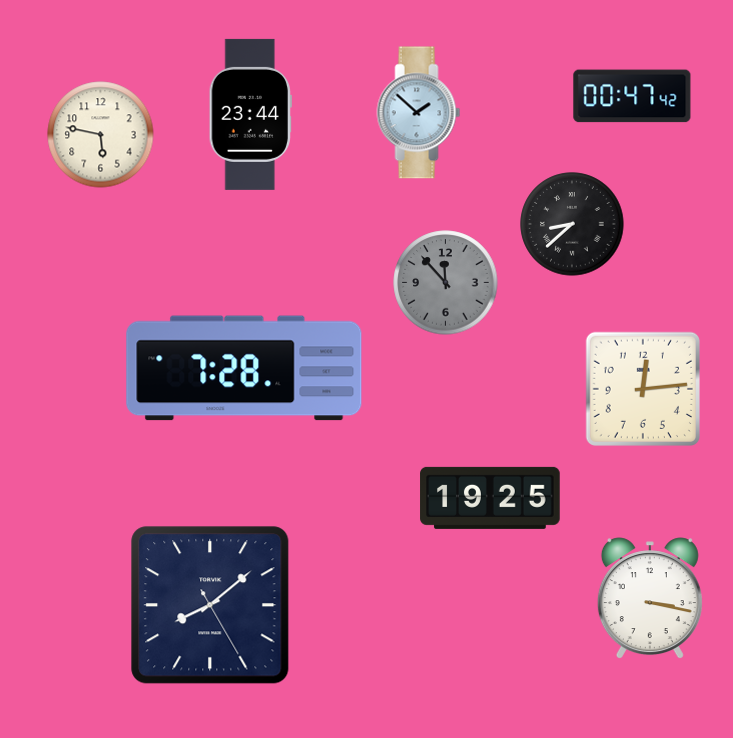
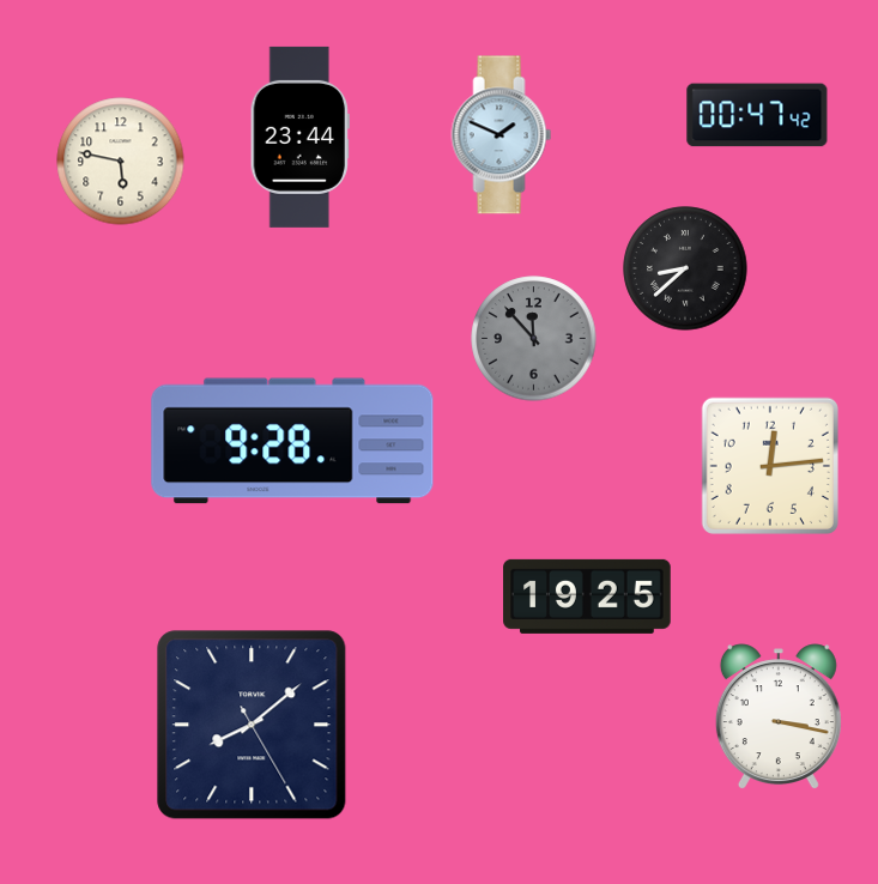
clock at (419, 113): 1:52 -> 1:49
clock at (244, 368): 7:28 -> 9:28
